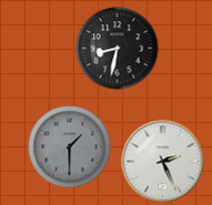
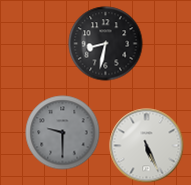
clock at (70, 147): 1:30 -> 9:30
clock at (163, 162): 2:26 -> 5:26
